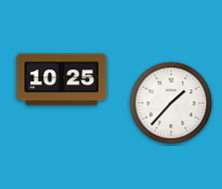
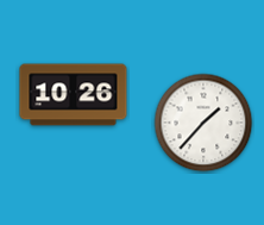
clock at (62, 80): 10:25 -> 10:26
